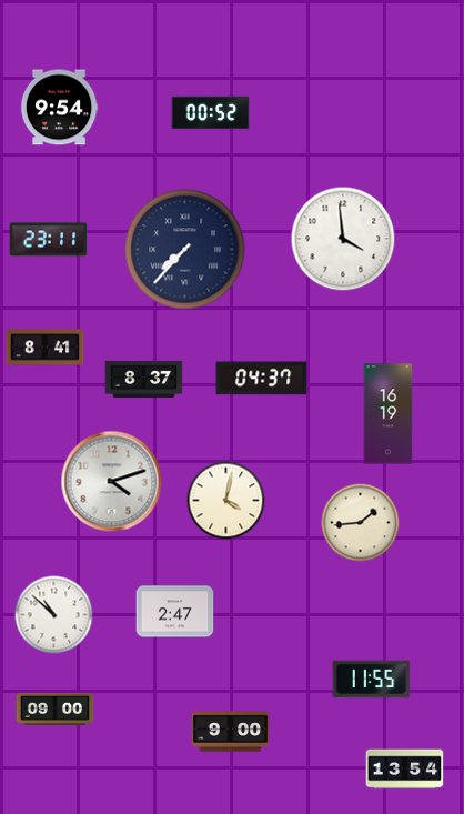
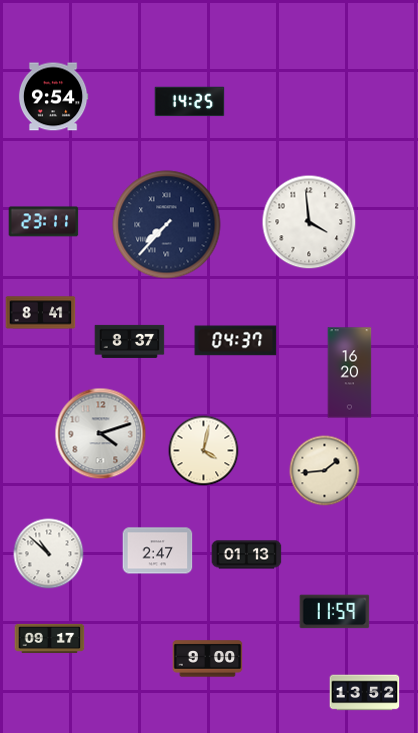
clock at (211, 113): 00:52 -> 14:25
clock at (343, 239) position: (343, 239) -> (309, 222)
clock at (49, 240) position: (49, 240) -> (44, 222)
clock at (389, 414): 16:19 -> 16:20
clock at (247, 555): none -> 01:13
clock at (372, 680): 11:55 -> 11:59
clock at (56, 709): 09:00 -> 09:17
clock at (405, 770): 13:54 -> 13:52
